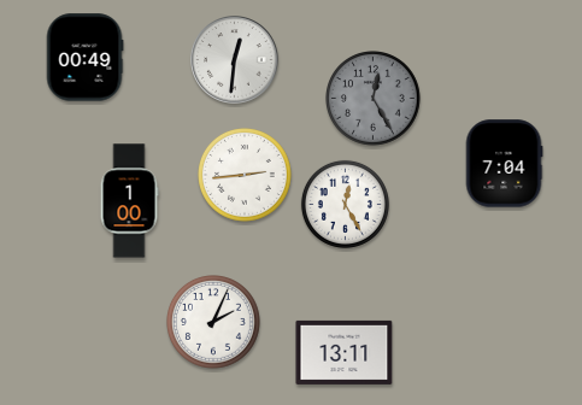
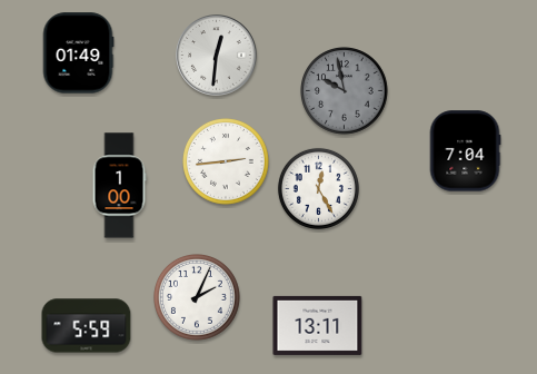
clock at (84, 58): 00:49 -> 01:49
clock at (374, 99): 12:25 -> 9:58
clock at (87, 326): none -> 5:59
